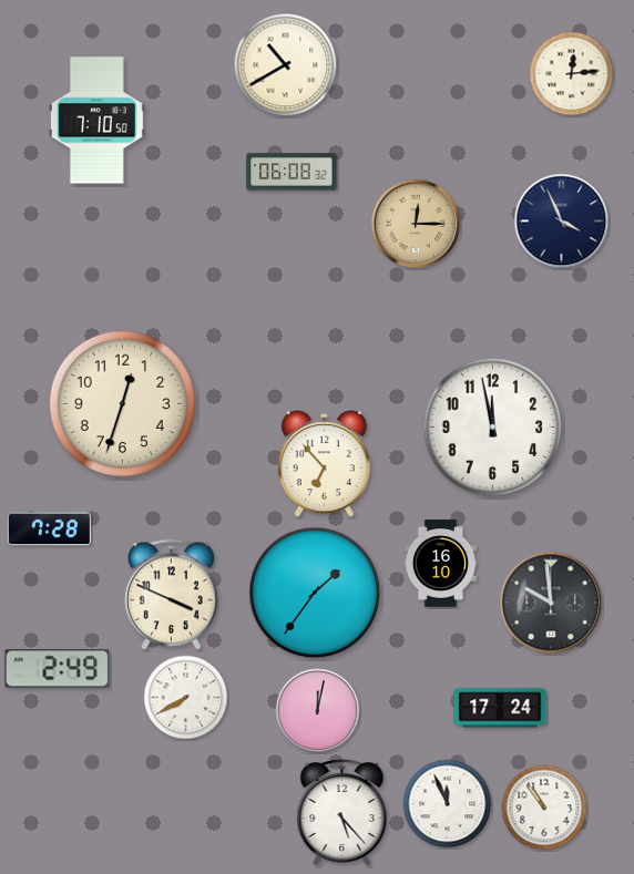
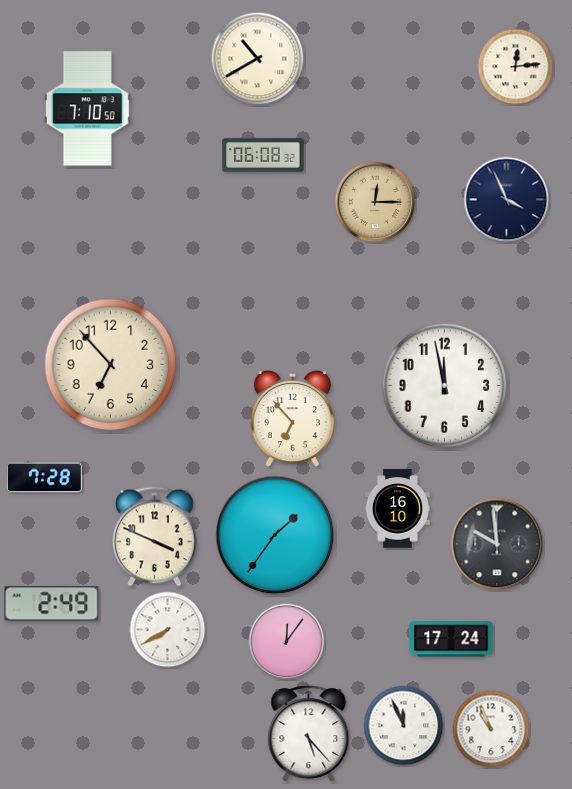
clock at (123, 404): 12:33 -> 6:53
clock at (315, 593) position: (315, 593) -> (275, 535)
clock at (318, 711): 12:02 -> 12:06
clock at (544, 808): 10:54 -> 10:56
